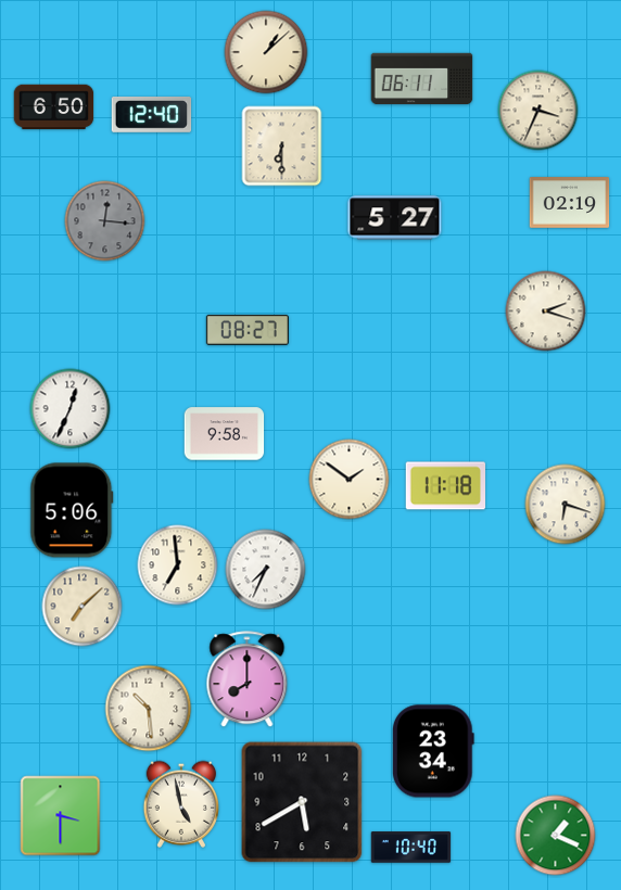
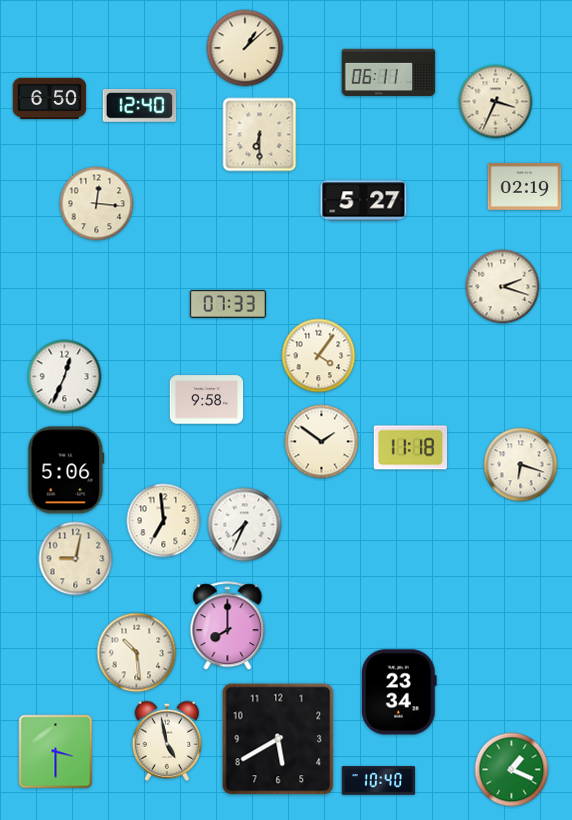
clock at (105, 221) dial: grey -> cream
clock at (248, 330): 08:27 -> 07:33
clock at (319, 356): none -> 4:06
clock at (83, 607): 7:08 -> 9:02
